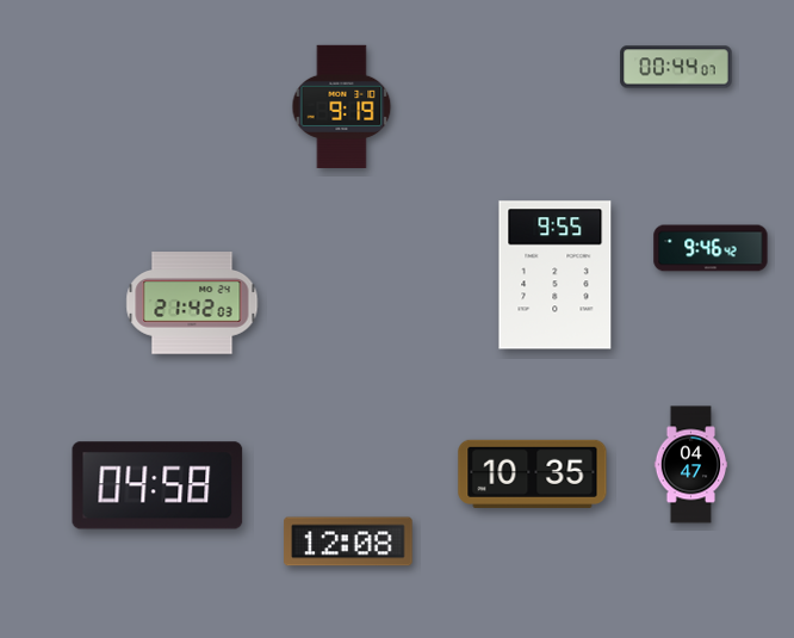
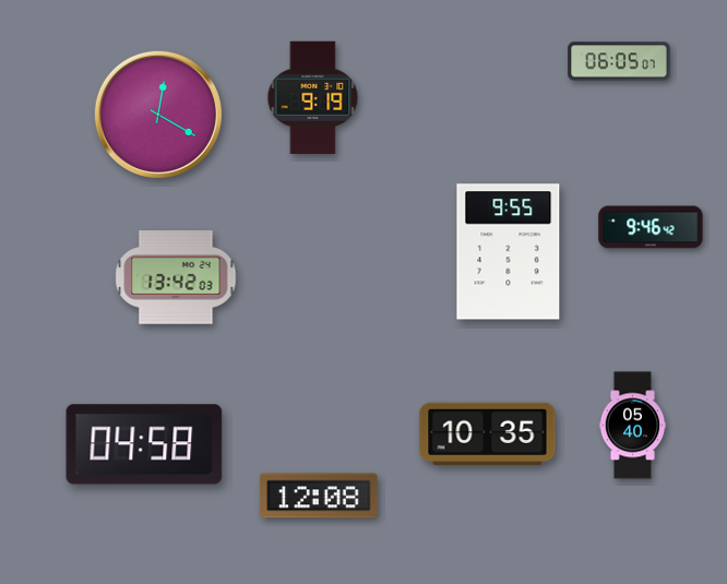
clock at (676, 67): 00:44 -> 06:05
clock at (158, 115): none -> 12:20
clock at (192, 303): 21:42 -> 13:42
clock at (691, 465): 04:47 -> 05:40
